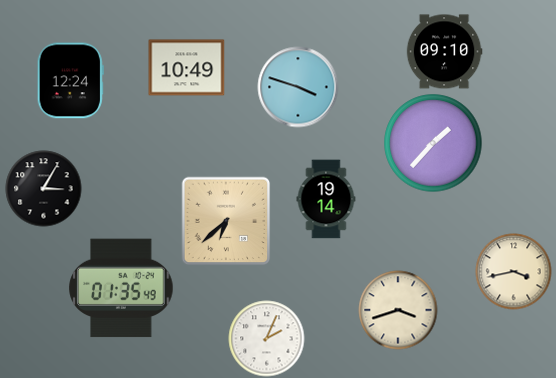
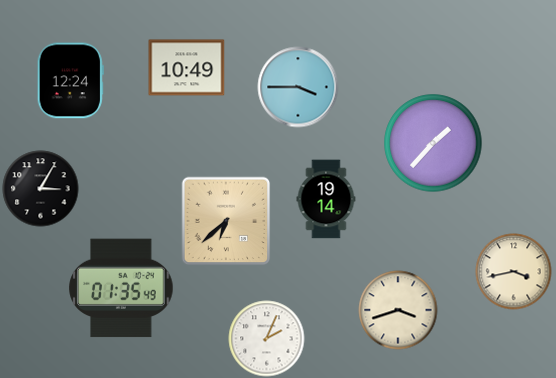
clock at (444, 52): 09:10 -> none
clock at (298, 87): 3:48 -> 3:45
clock at (44, 189) position: (44, 189) -> (41, 189)
